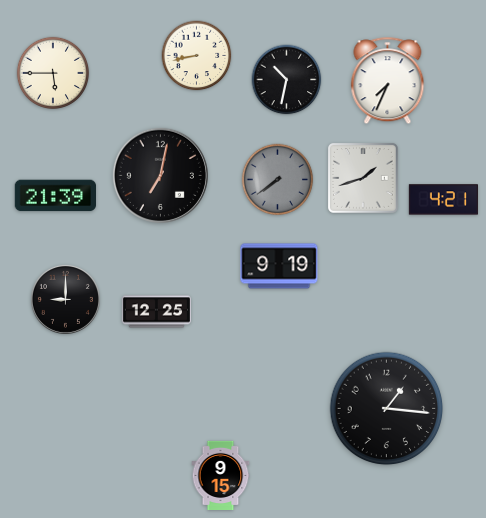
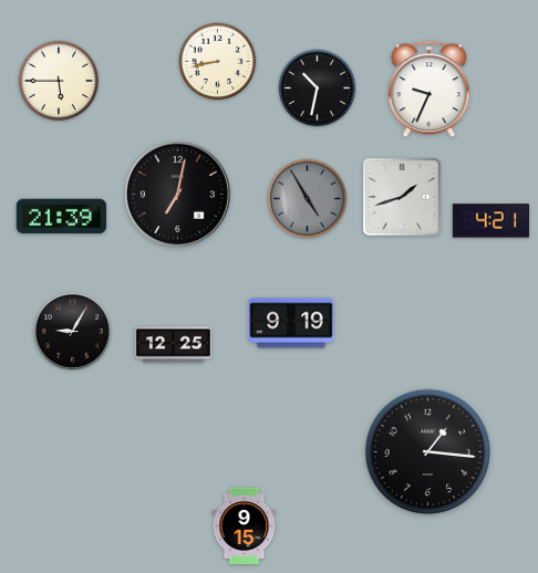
clock at (388, 81): 7:34 -> 9:34
clock at (278, 180): 7:39 -> 4:55
clock at (279, 266) position: (279, 266) -> (291, 323)
clock at (65, 299): 9:00 -> 9:05
